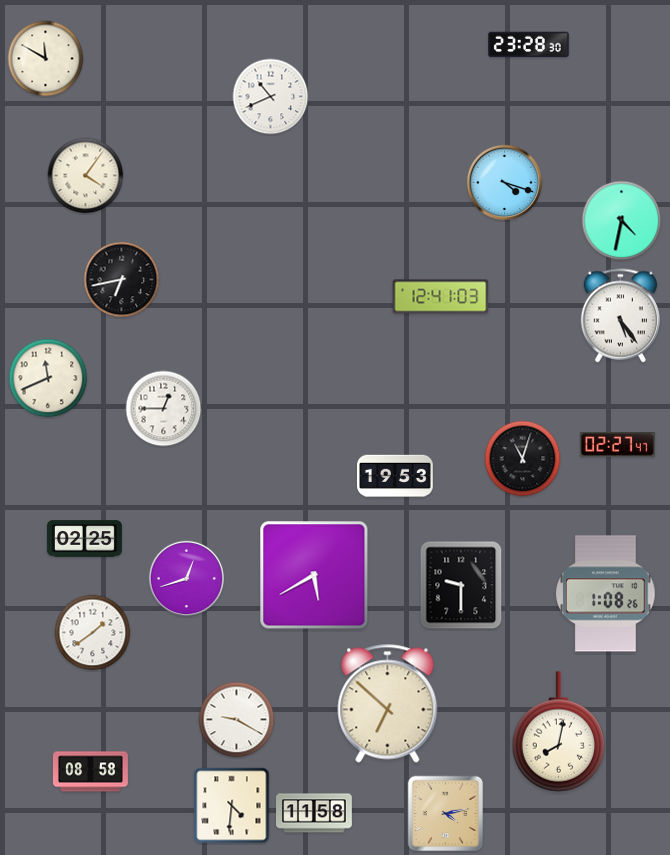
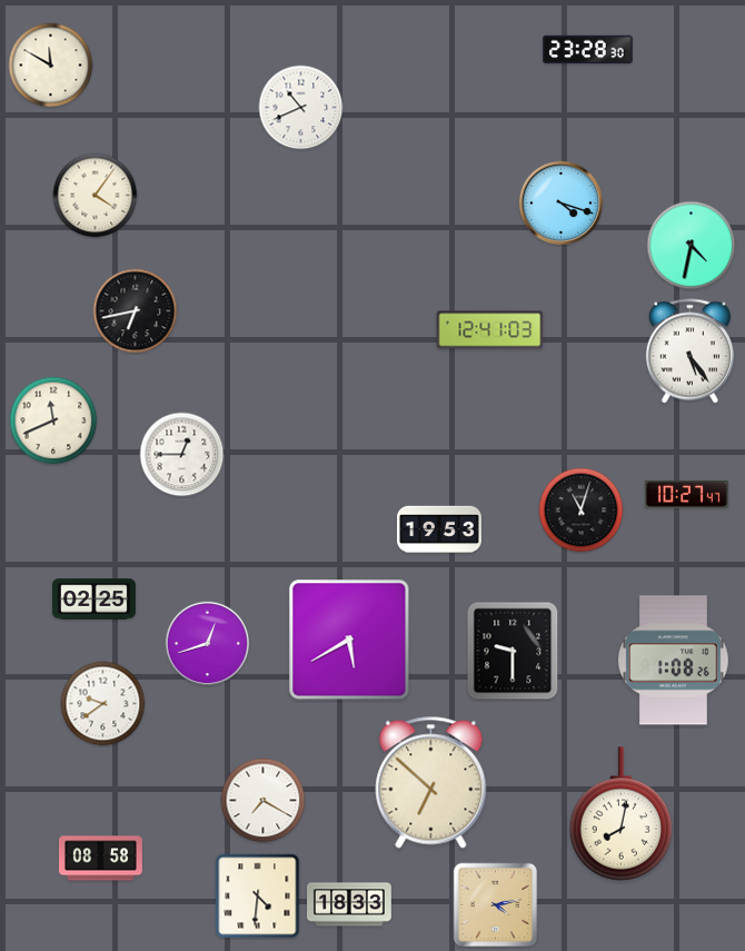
clock at (617, 445): 02:27 -> 10:27
clock at (93, 633): 1:39 -> 9:39
clock at (237, 720): 9:20 -> 7:20
clock at (315, 813): 11:58 -> 18:33
